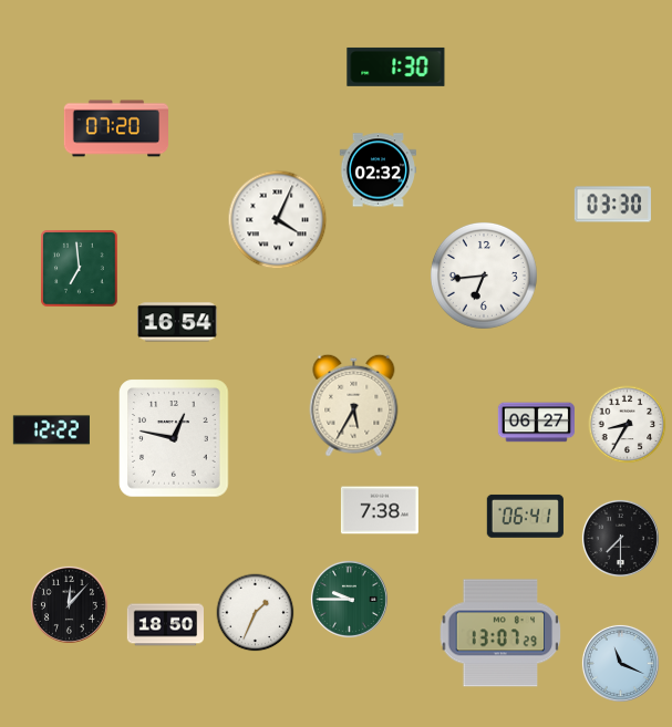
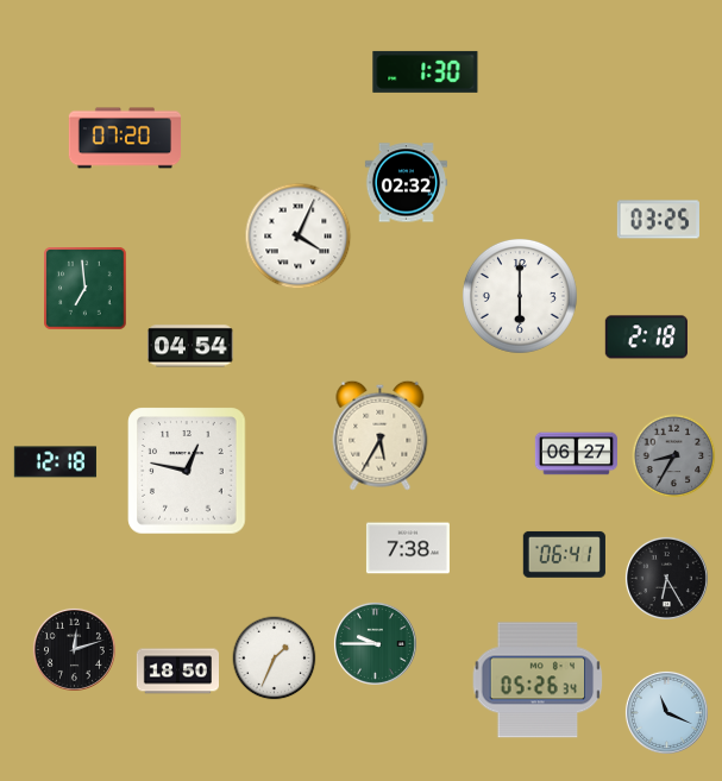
clock at (612, 205): 03:30 -> 03:25
clock at (484, 276): 6:44 -> 6:00
clock at (646, 338): none -> 2:18
clock at (177, 322): 16:54 -> 04:54
clock at (628, 425) dial: white -> grey
clock at (51, 430): 12:22 -> 12:18
clock at (620, 538): 7:30 -> 6:25
clock at (69, 604): 12:07 -> 12:12
clock at (500, 633): 13:07 -> 05:26
